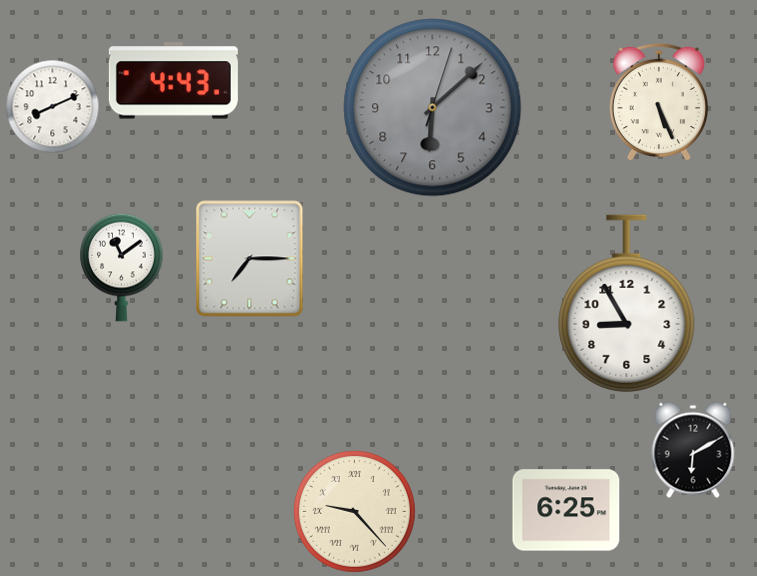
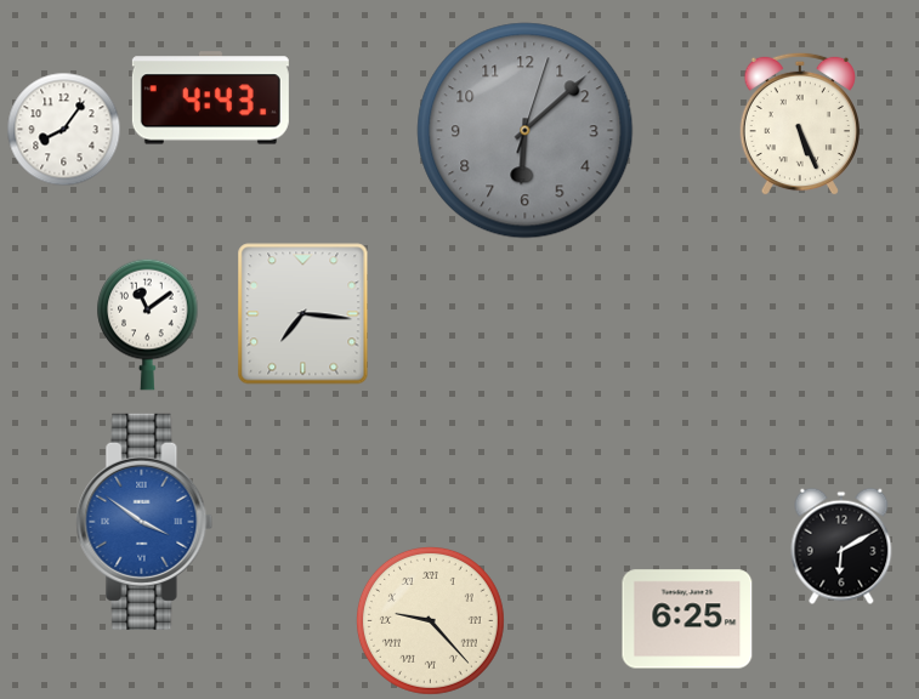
clock at (52, 106): 8:11 -> 8:06
clock at (250, 259): 7:15 -> 7:16
clock at (627, 303): 8:55 -> none
clock at (144, 522): none -> 3:51
